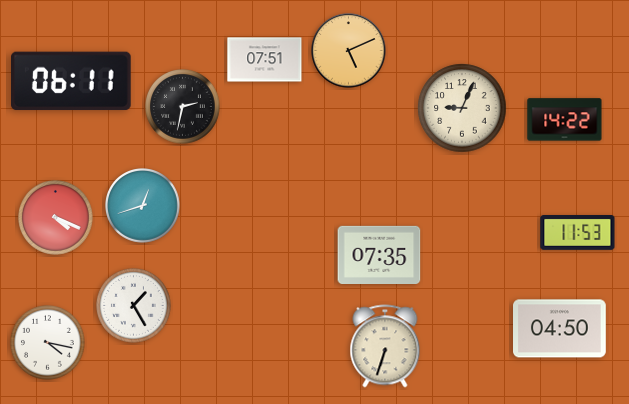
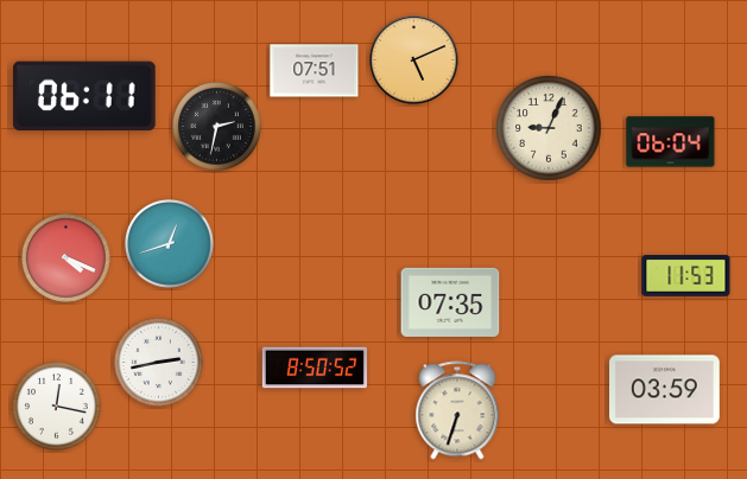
clock at (565, 120): 14:22 -> 06:04
clock at (134, 306): 1:25 -> 2:43
clock at (314, 368): none -> 8:50
clock at (560, 329): 04:50 -> 03:59
clock at (48, 343): 4:17 -> 12:17
